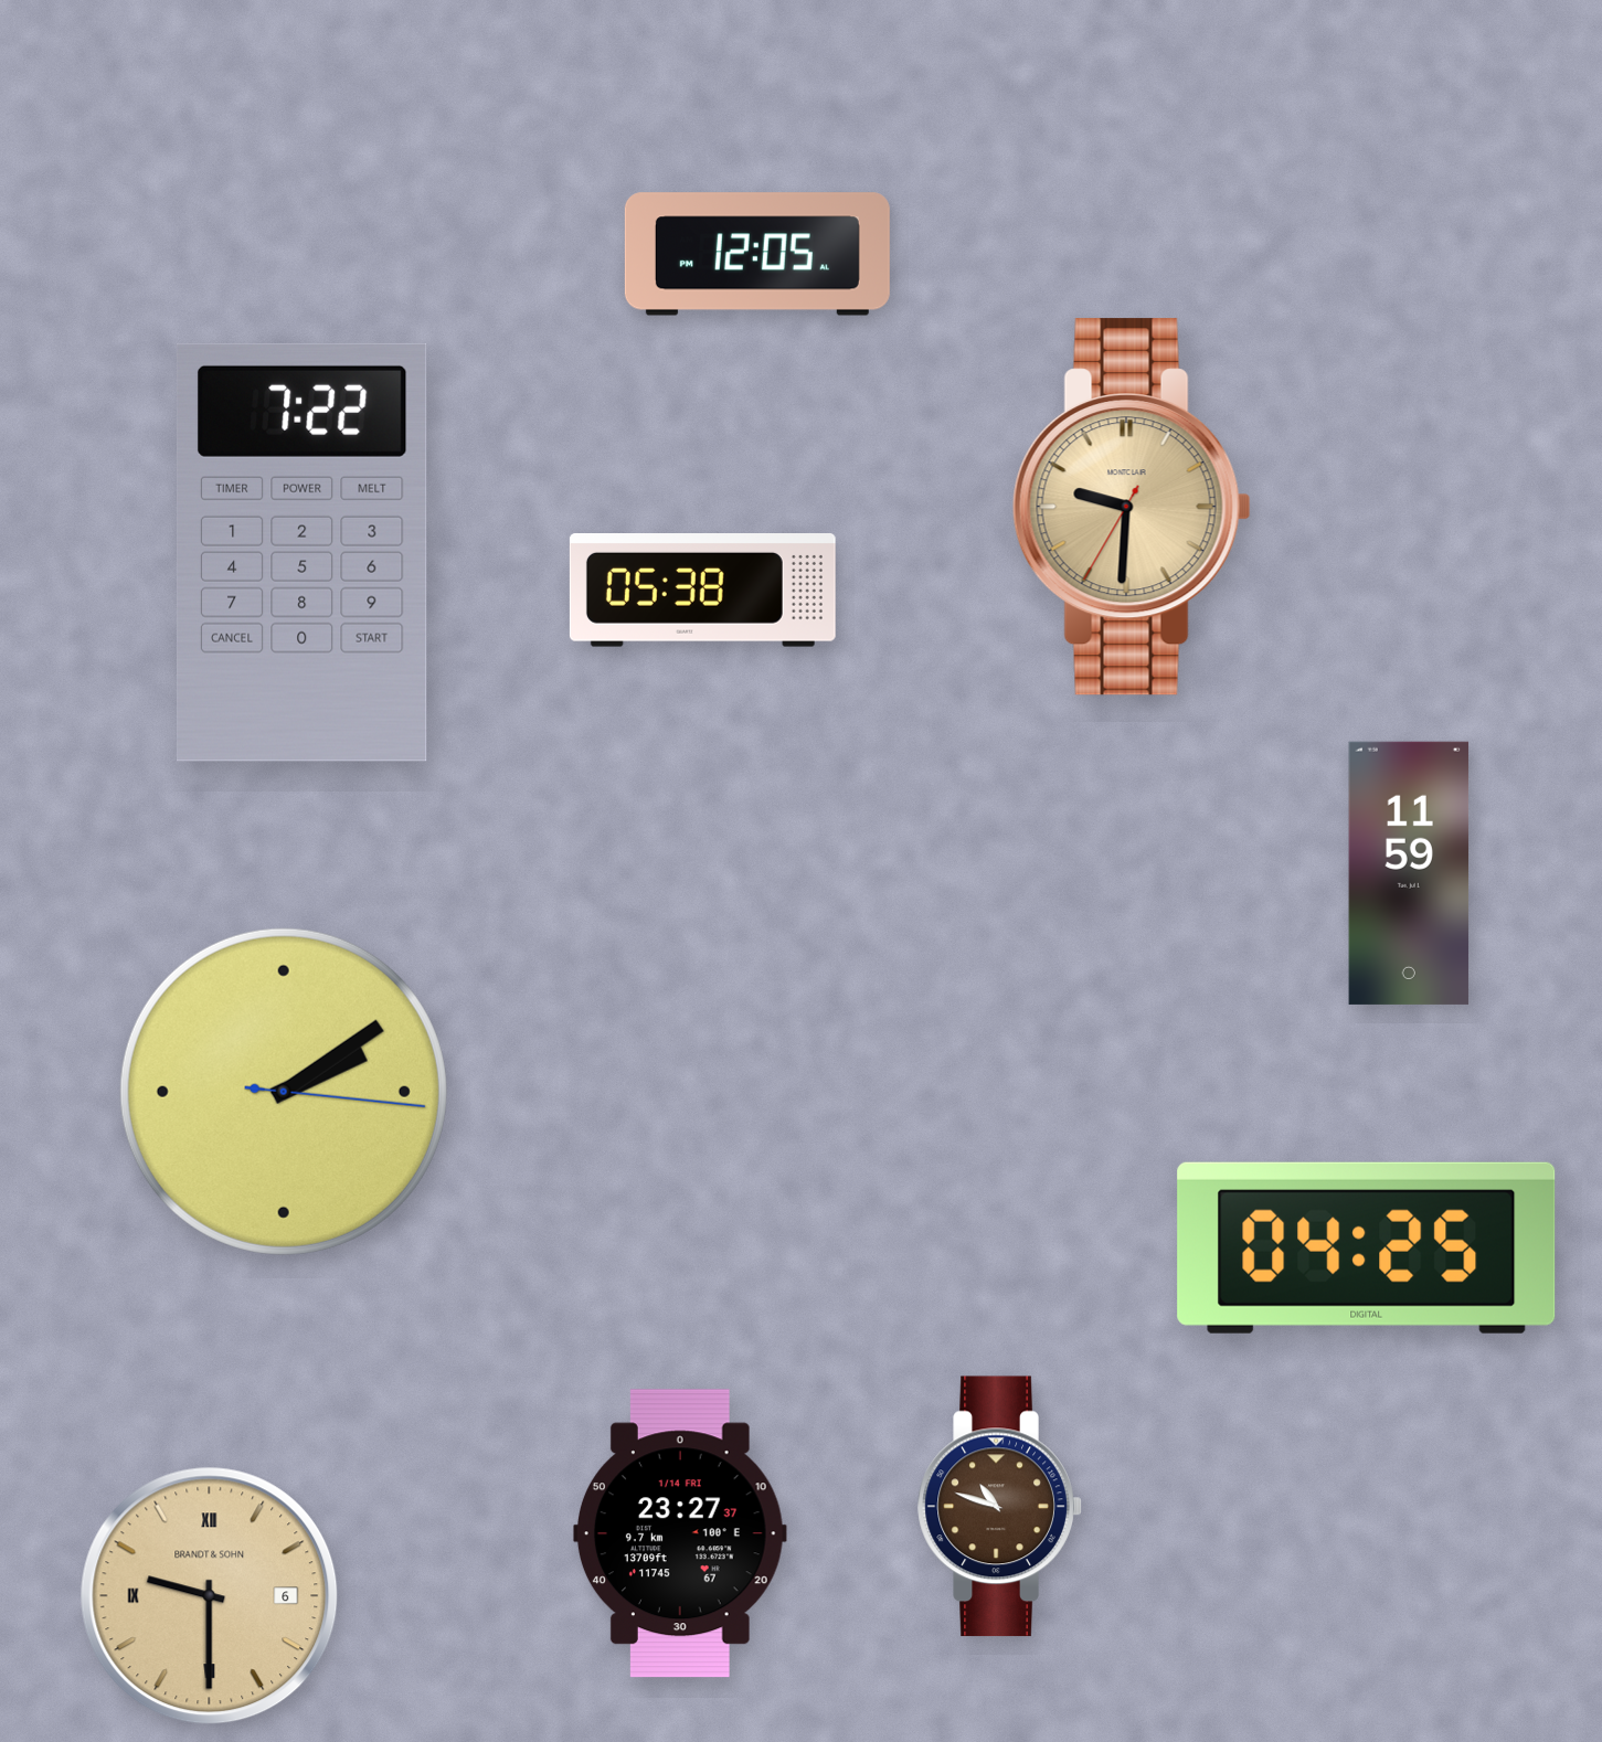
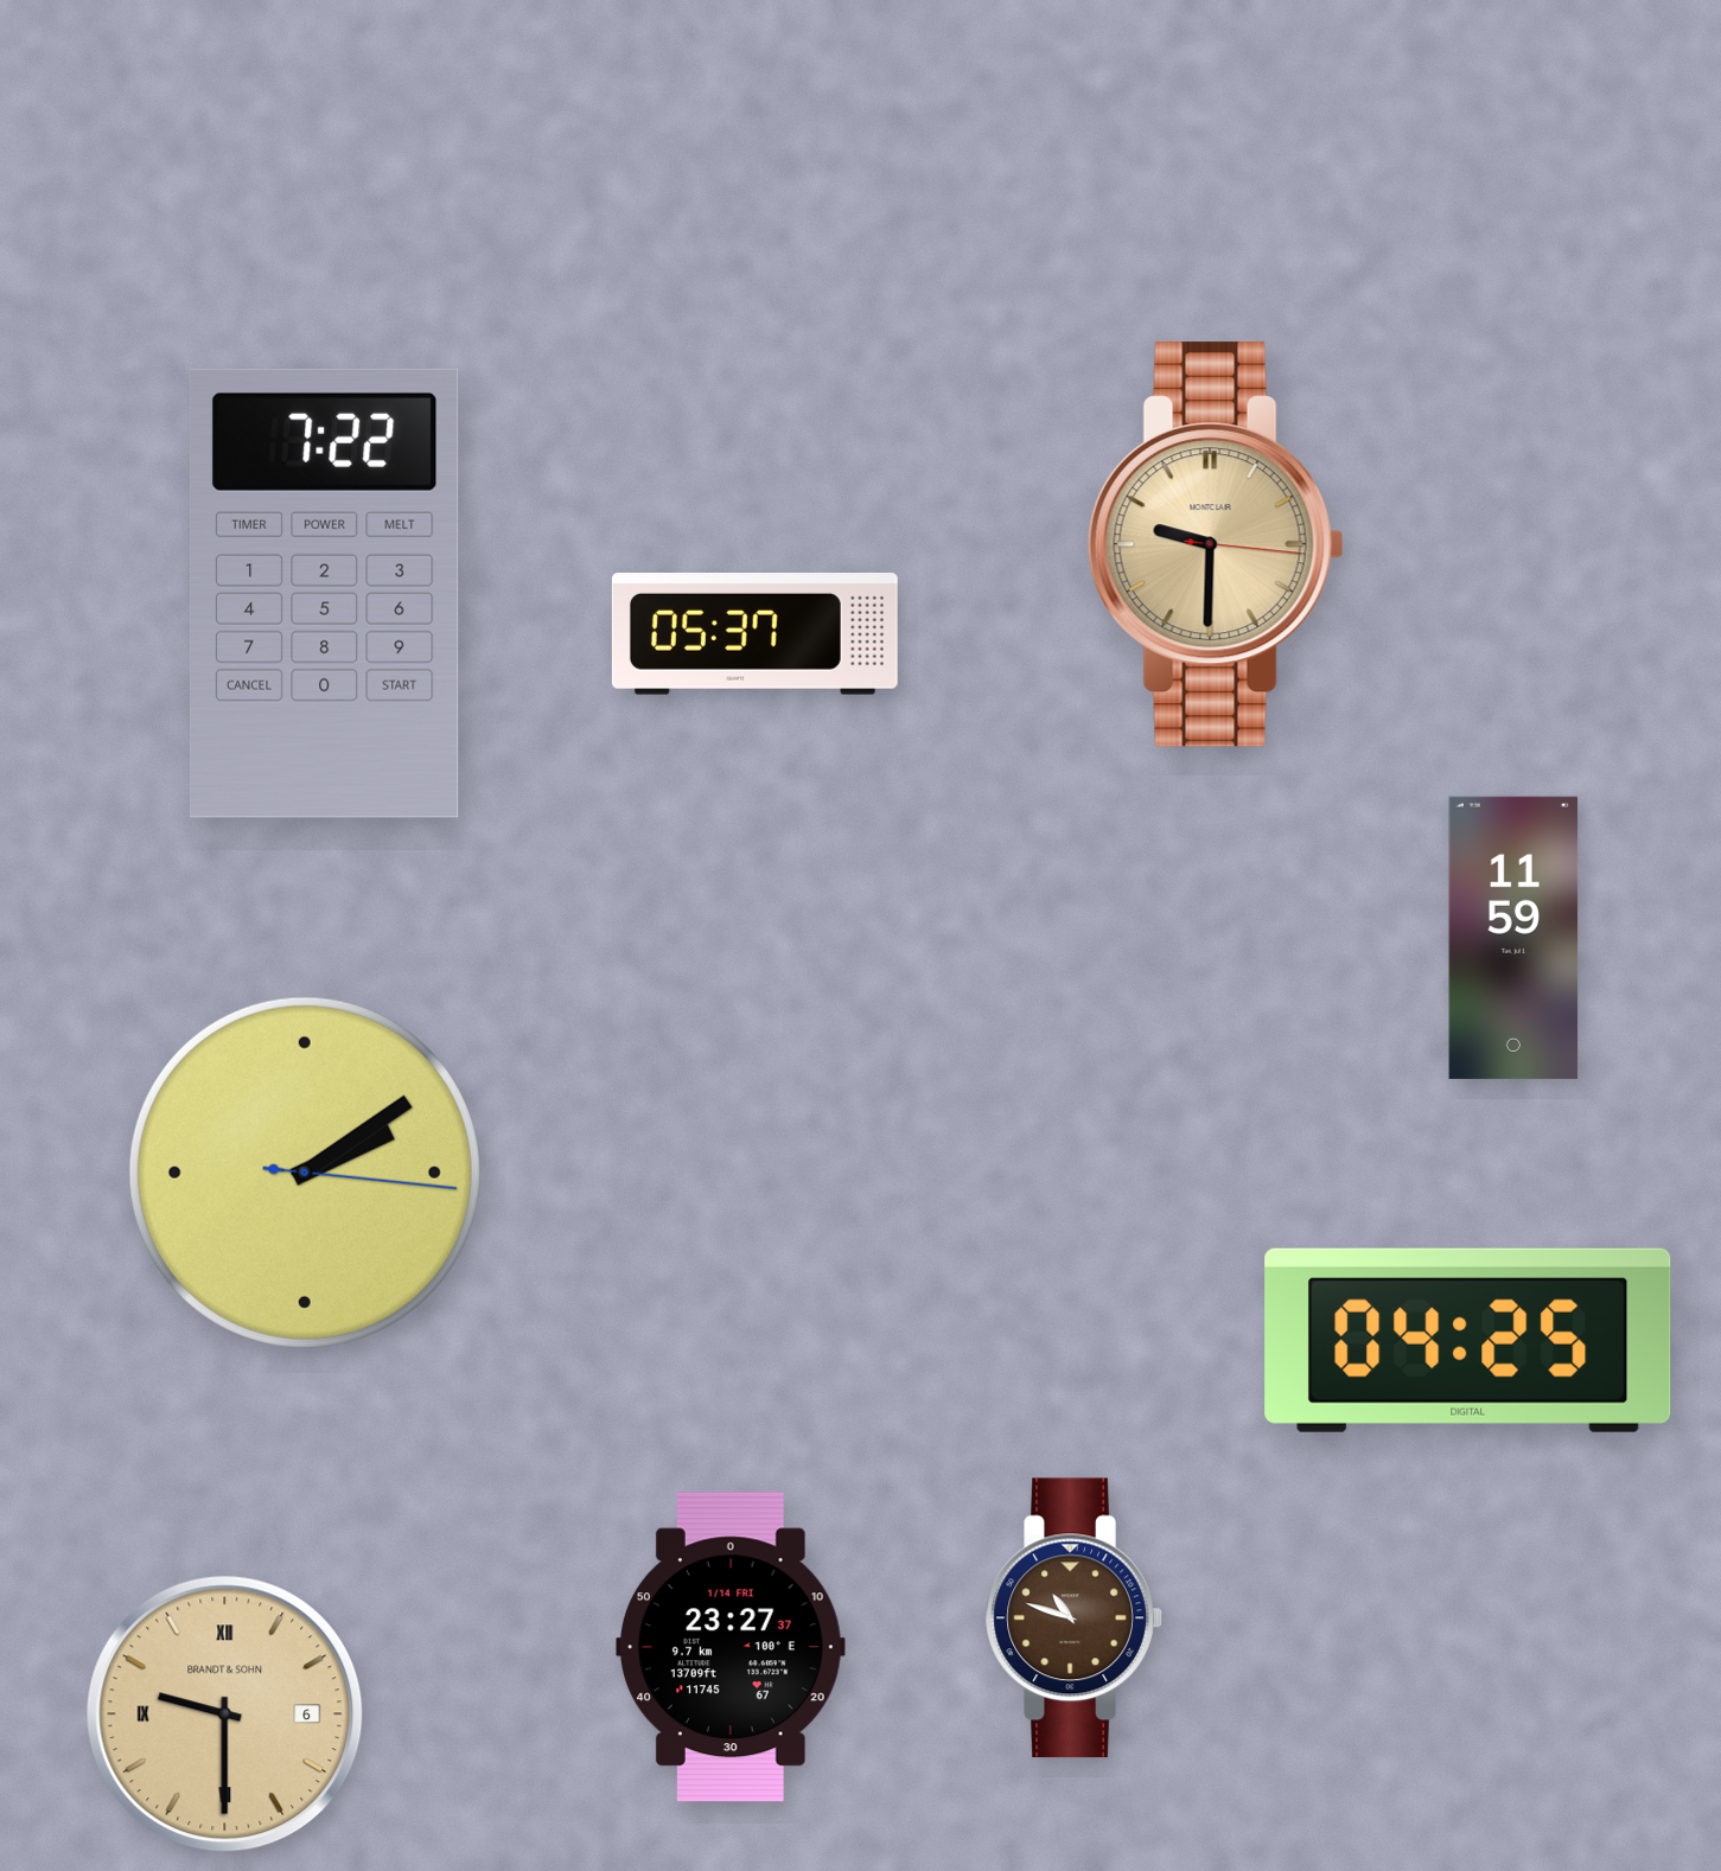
clock at (757, 254): 12:05 -> none
clock at (1132, 507): 9:30:35 -> 9:30:16
clock at (702, 591): 05:38 -> 05:37
